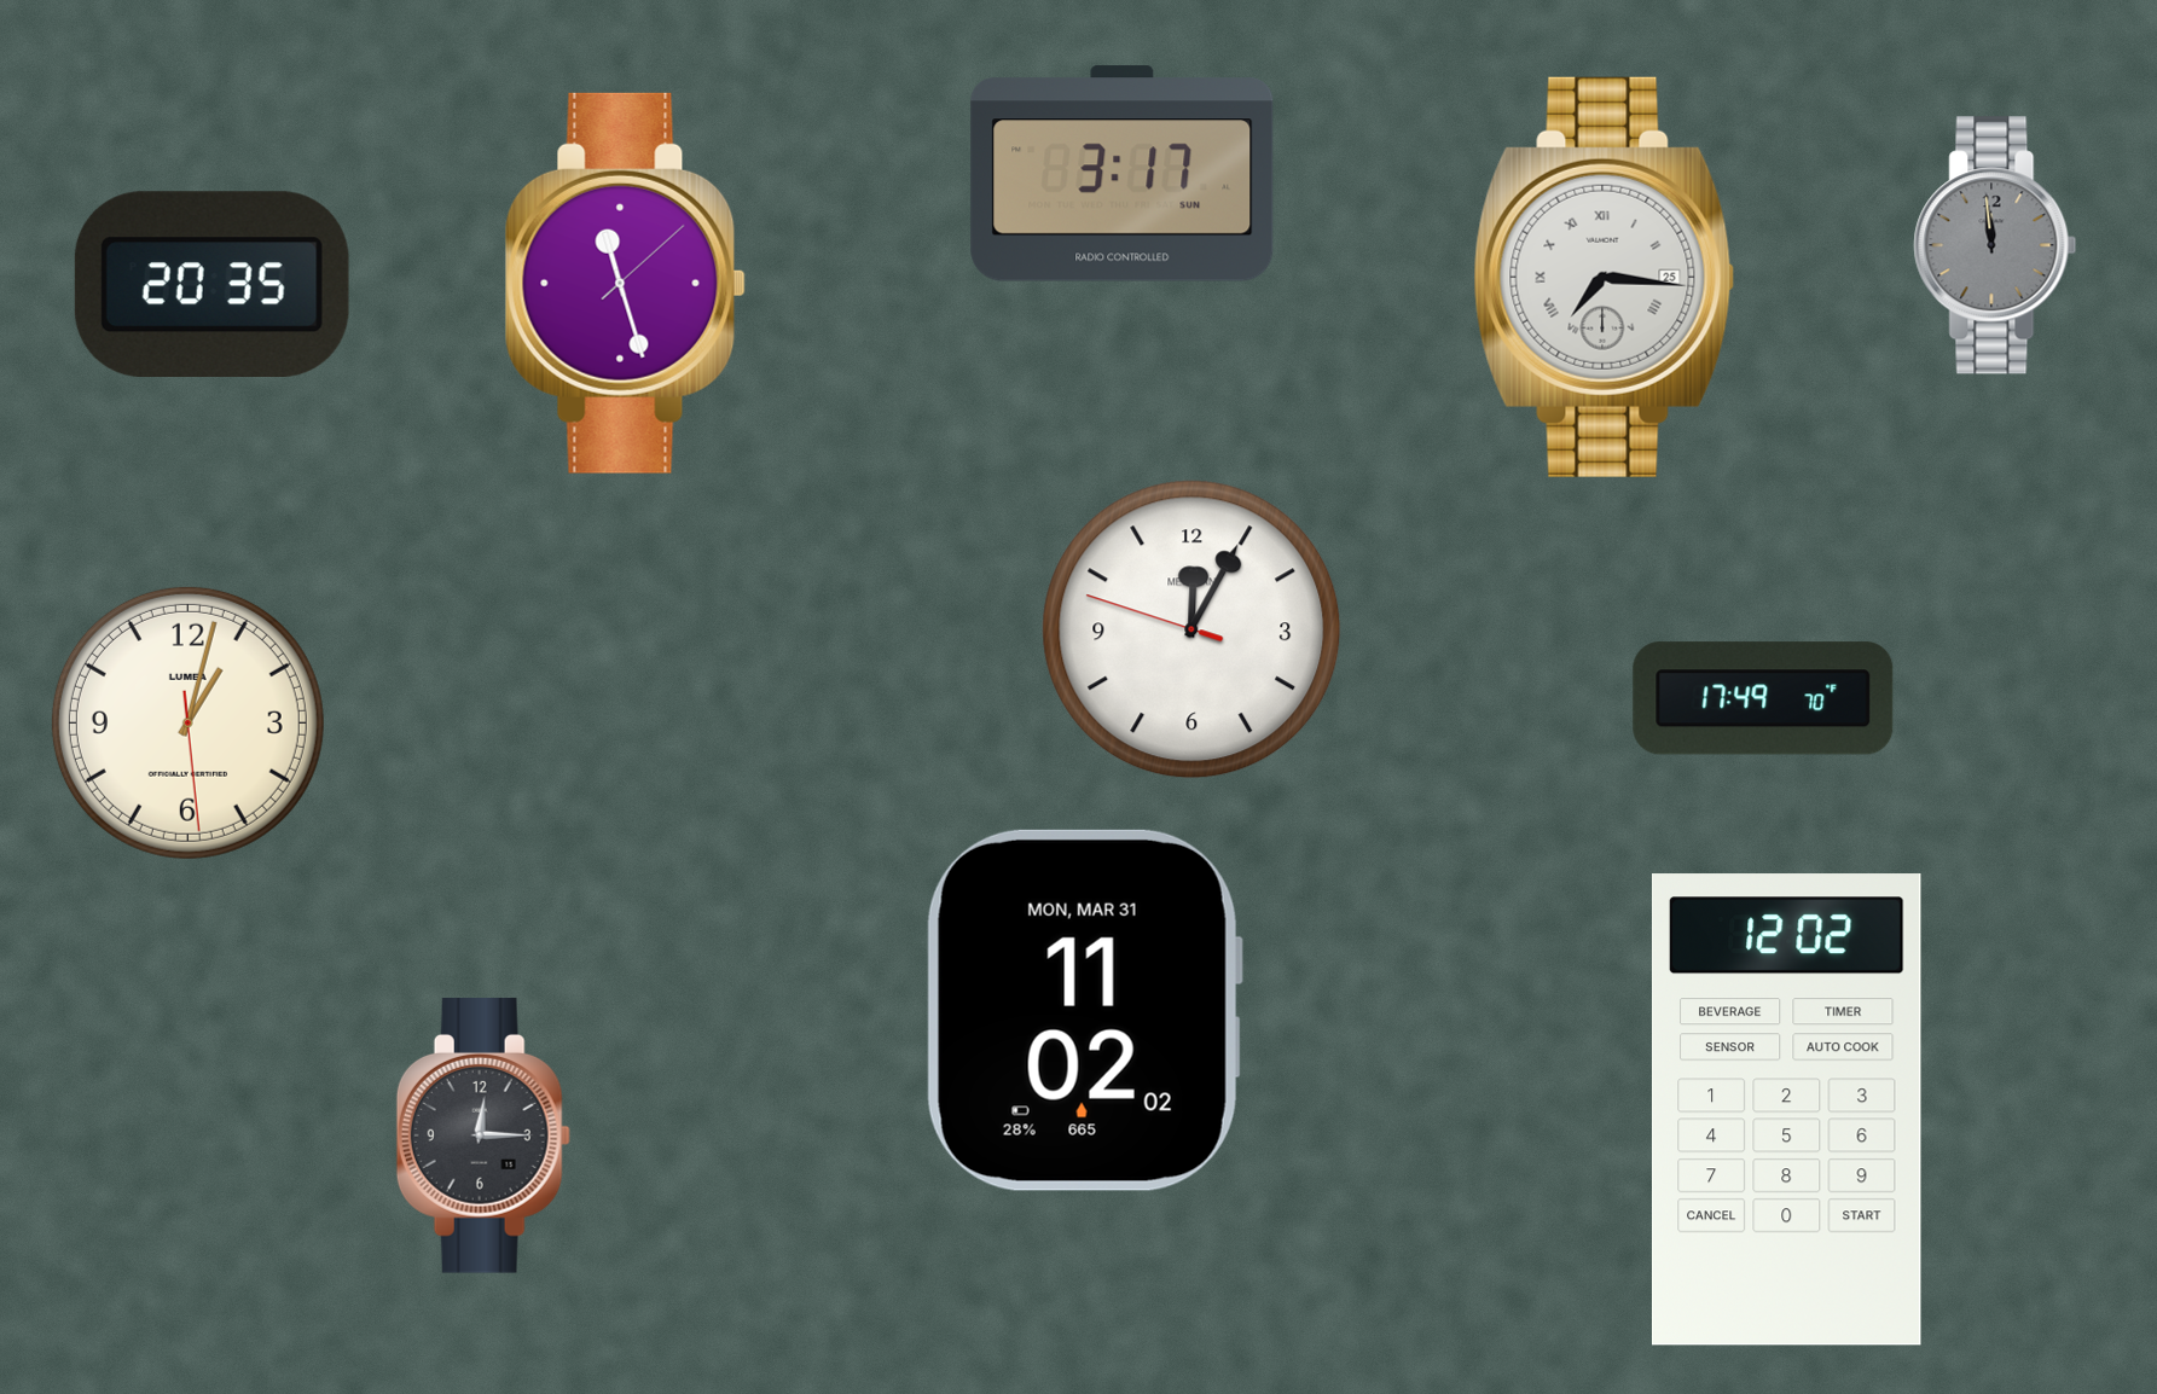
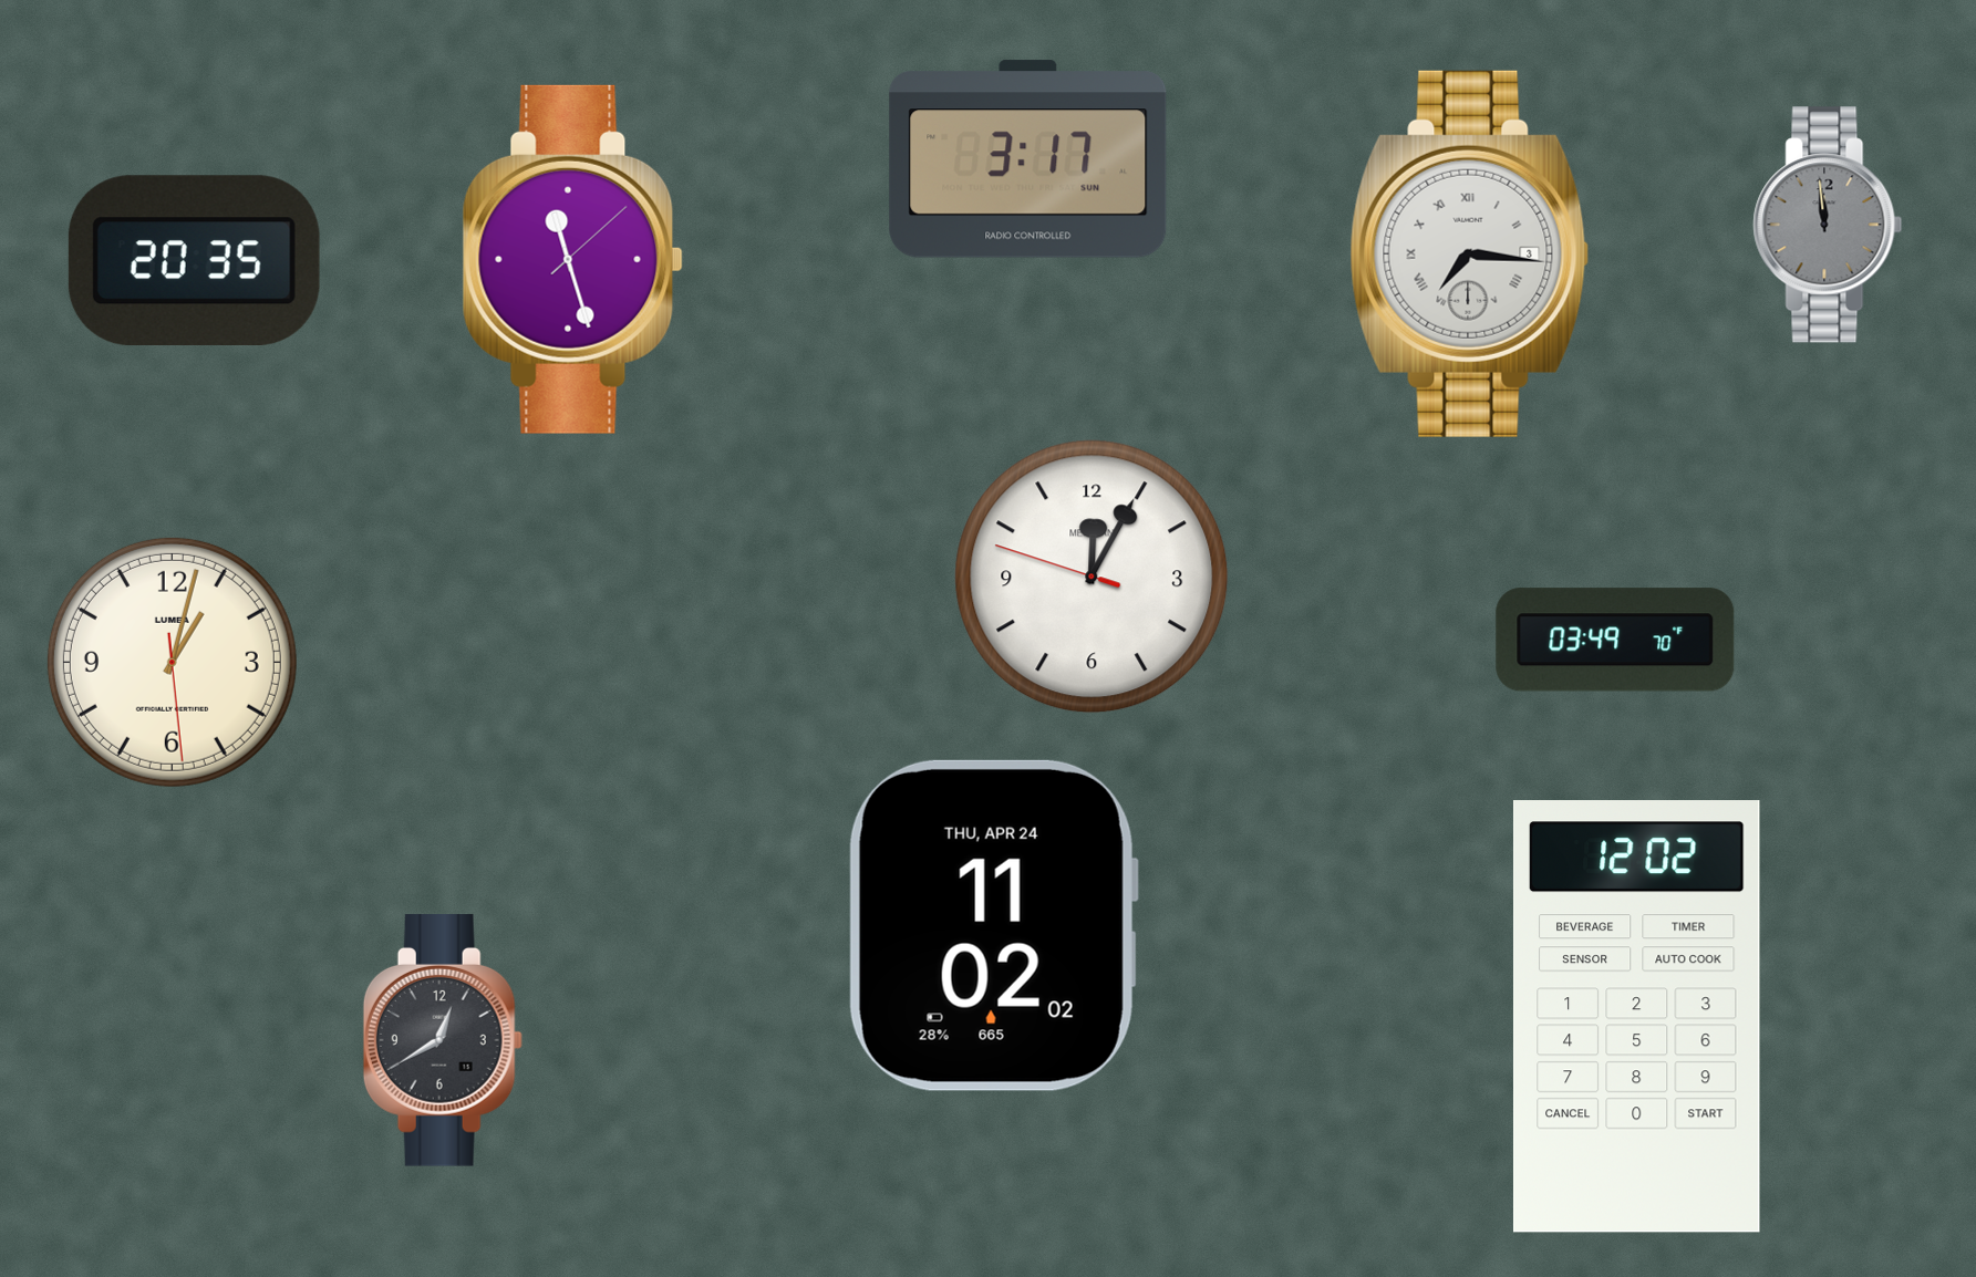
clock at (1605, 277) date: 25 -> 3
clock at (1763, 698): 17:49 -> 03:49
clock at (1084, 1010) date: MON, MAR 31 -> THU, APR 24
clock at (483, 1137): 12:15 -> 12:40
